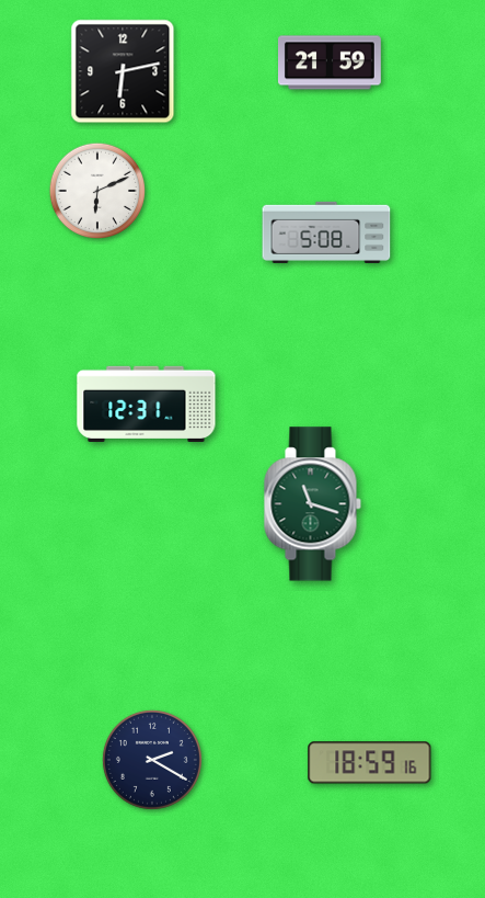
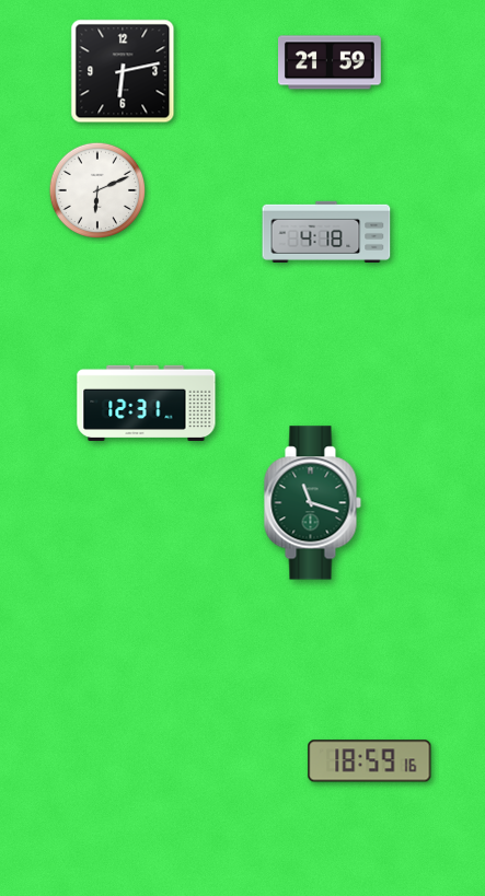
clock at (326, 232): 5:08 -> 4:18
clock at (152, 760): 2:20 -> none
